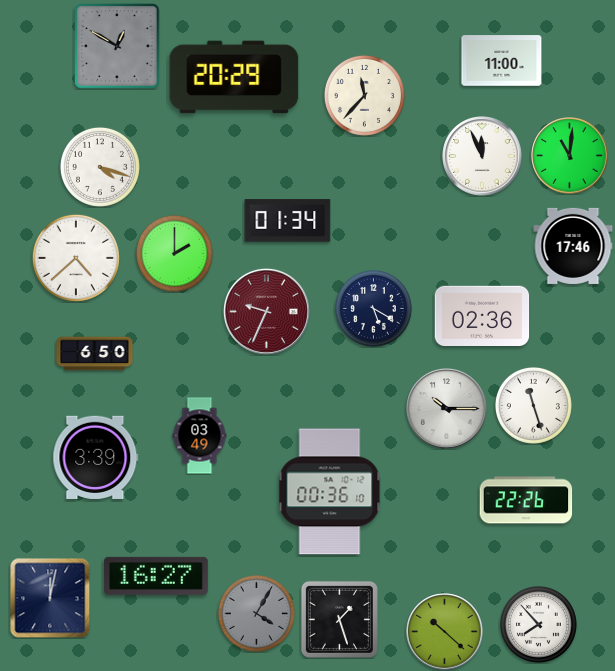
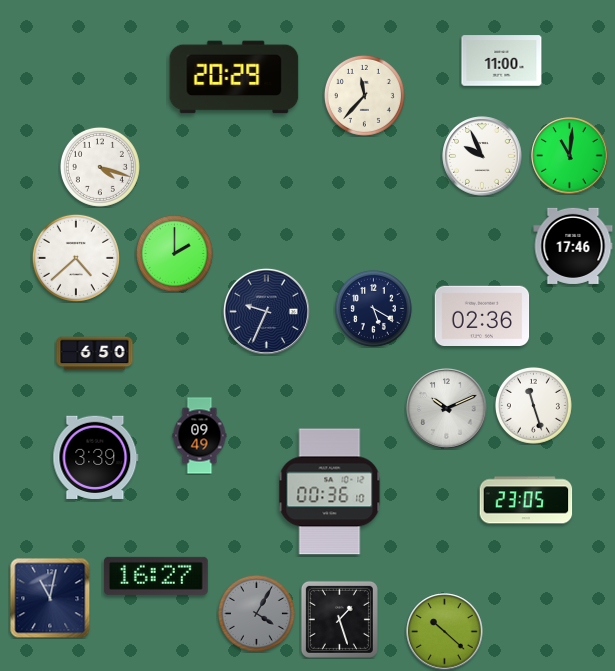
clock at (117, 46): 12:50 -> none
clock at (482, 156): 11:56 -> 9:56
clock at (288, 221): 01:34 -> none
clock at (266, 311) dial: burgundy -> navy
clock at (447, 409): 10:15 -> 10:11
clock at (200, 436): 03:49 -> 09:49
clock at (526, 500): 22:26 -> 23:05
clock at (50, 598): 12:02 -> 11:02
clock at (538, 624): 7:53 -> none
